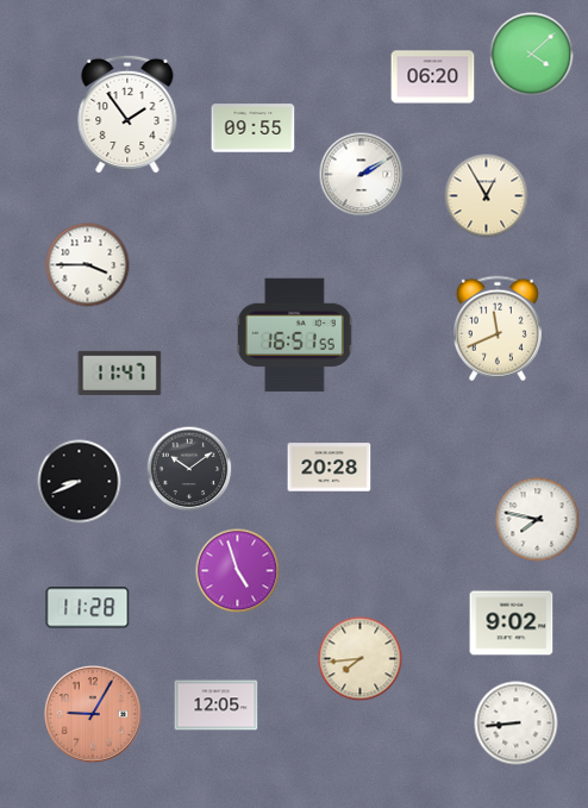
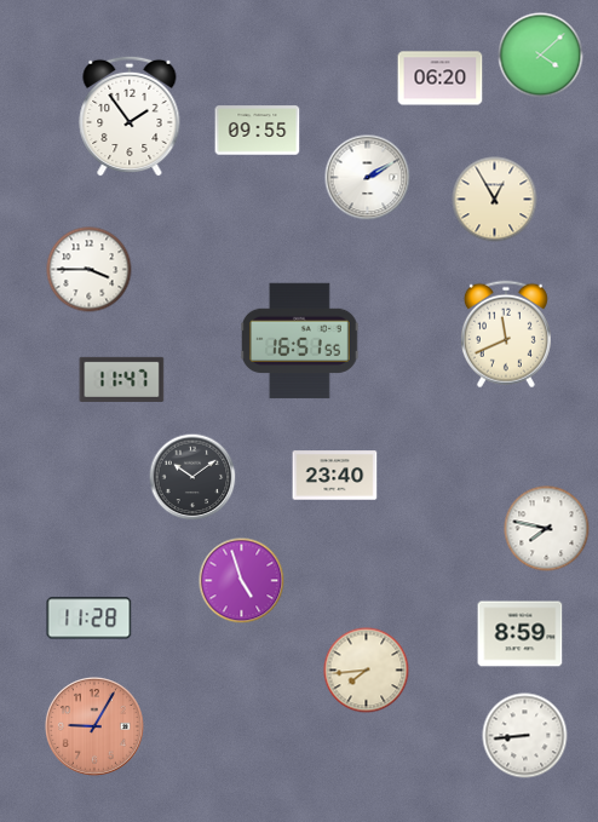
clock at (330, 468): 20:28 -> 23:40
clock at (80, 482): 8:41 -> none
clock at (512, 624): 9:02 -> 8:59
clock at (217, 706): 12:05 -> none
